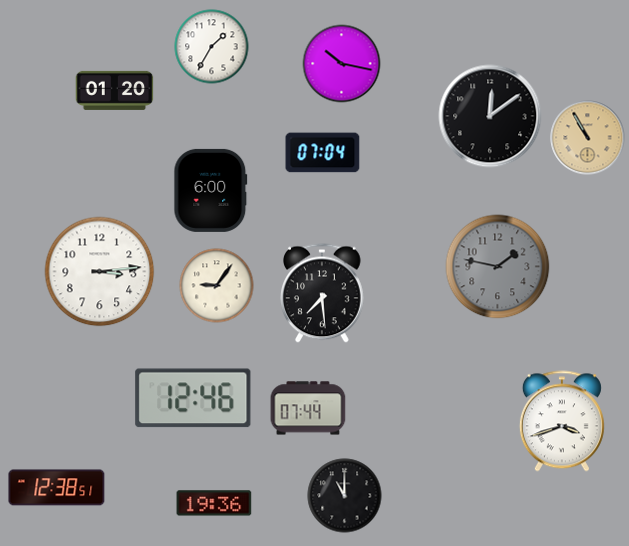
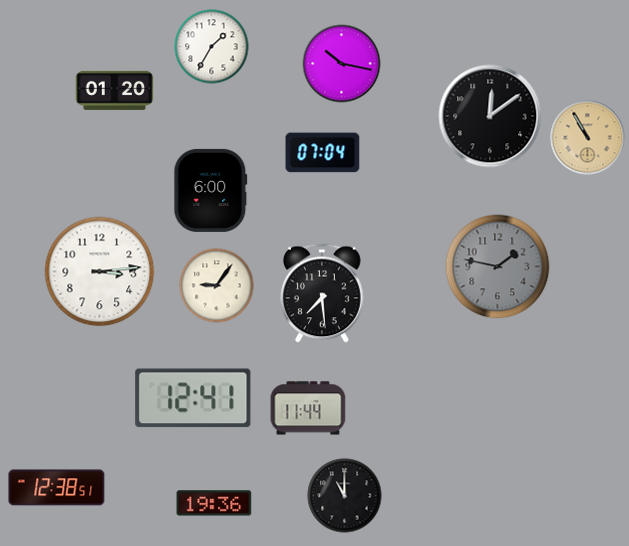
clock at (193, 398): 12:46 -> 12:41
clock at (308, 408): 07:44 -> 11:44
clock at (562, 421): 3:42 -> none
